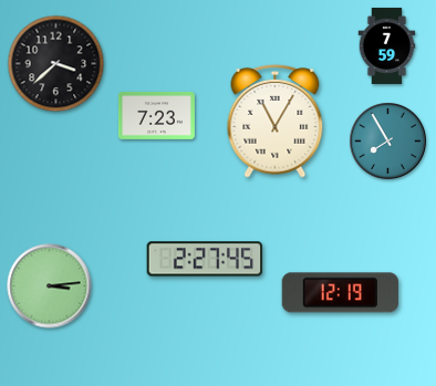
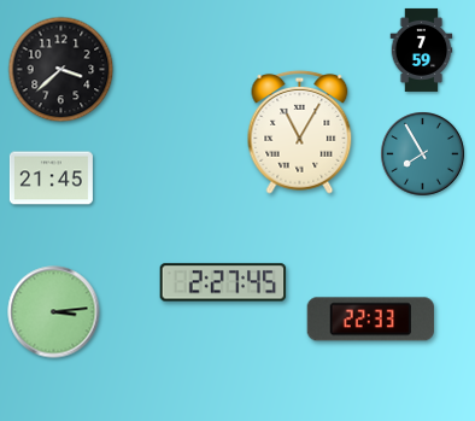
clock at (156, 115): 7:23 -> none
clock at (51, 179): none -> 21:45
clock at (340, 293): 12:19 -> 22:33
